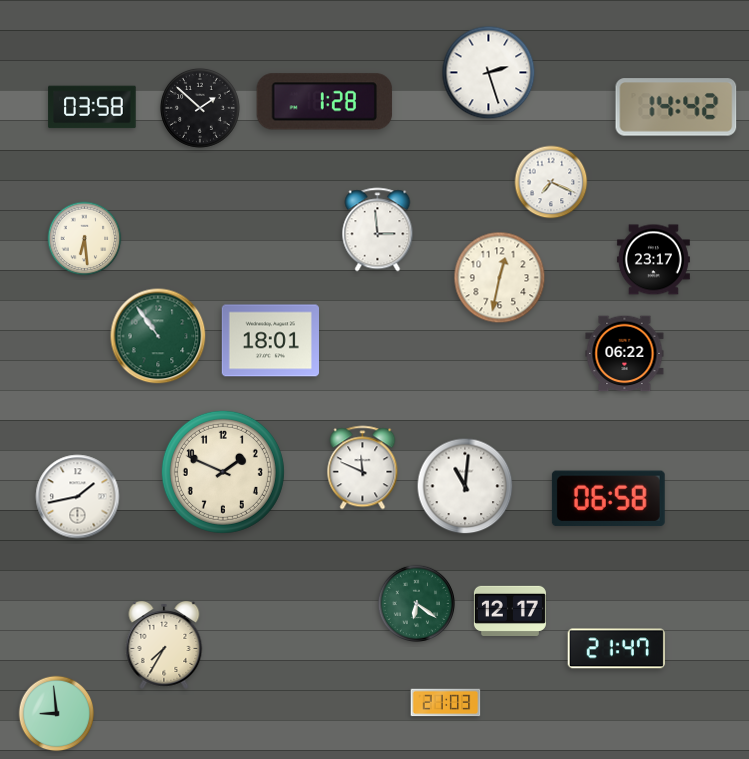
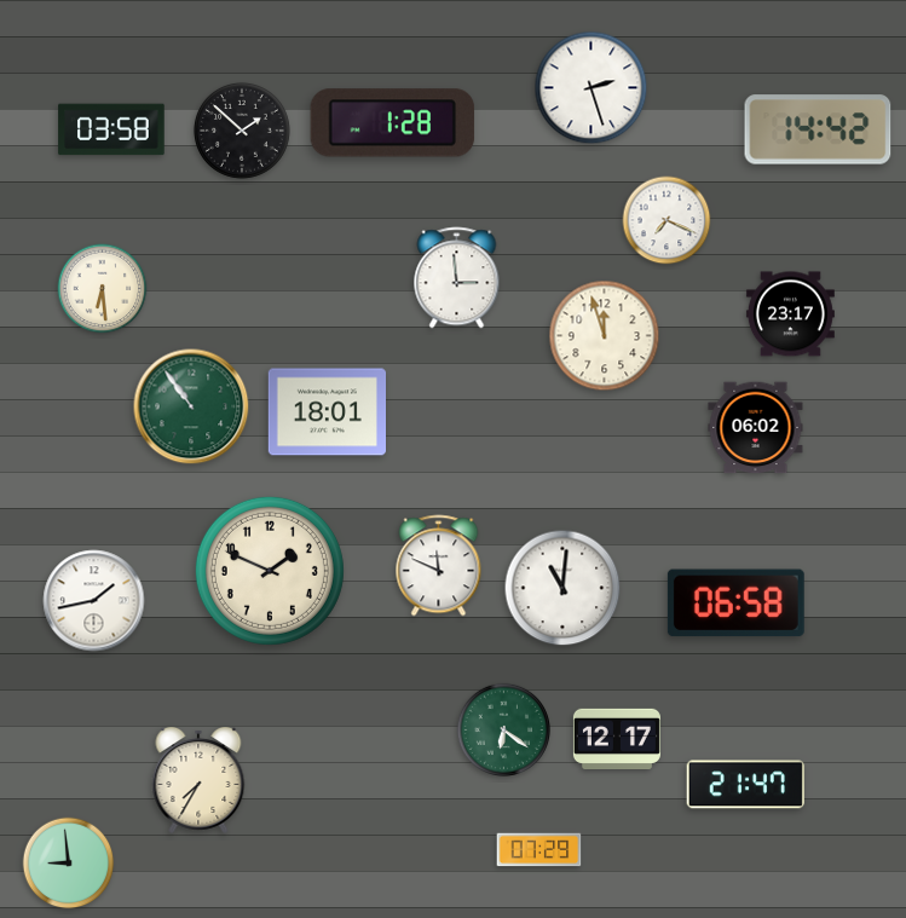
clock at (500, 278): 12:32 -> 11:57
clock at (625, 354): 06:22 -> 06:02
clock at (446, 703): 21:03 -> 07:29
